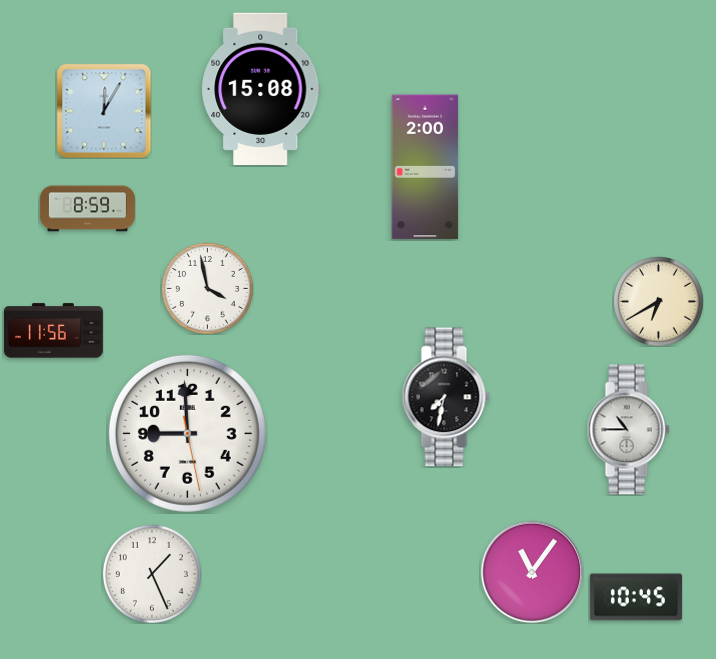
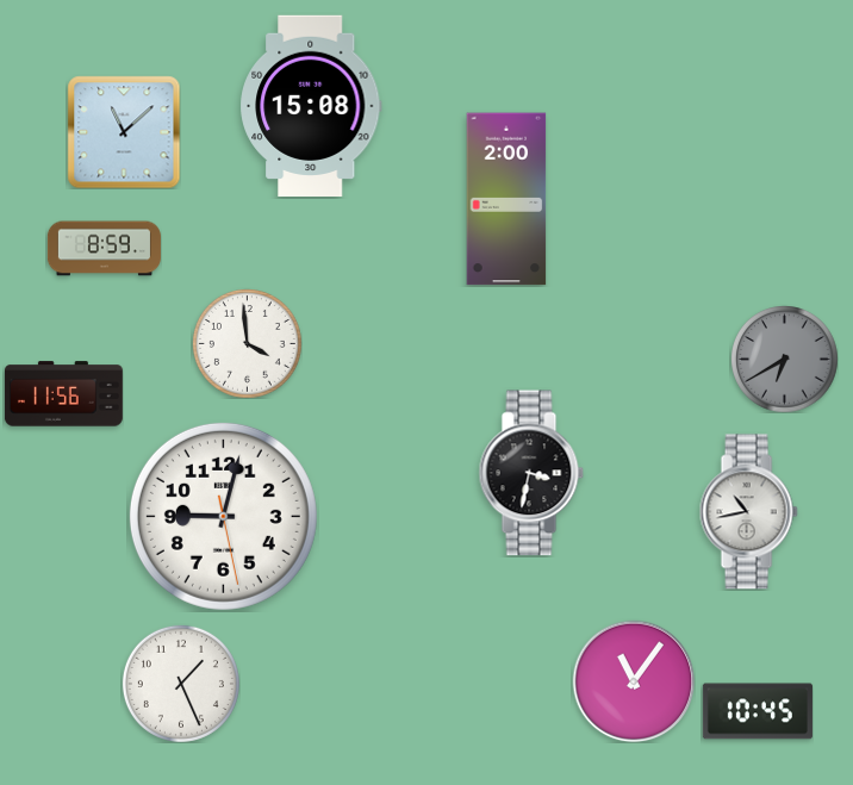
clock at (104, 111): 12:05 -> 11:08
clock at (208, 289): 3:58 -> 3:59
clock at (658, 301) dial: cream -> grey
clock at (446, 397): 7:32 -> 3:32
clock at (628, 430): 10:45 -> 10:43
clock at (187, 433): 8:59 -> 9:02
